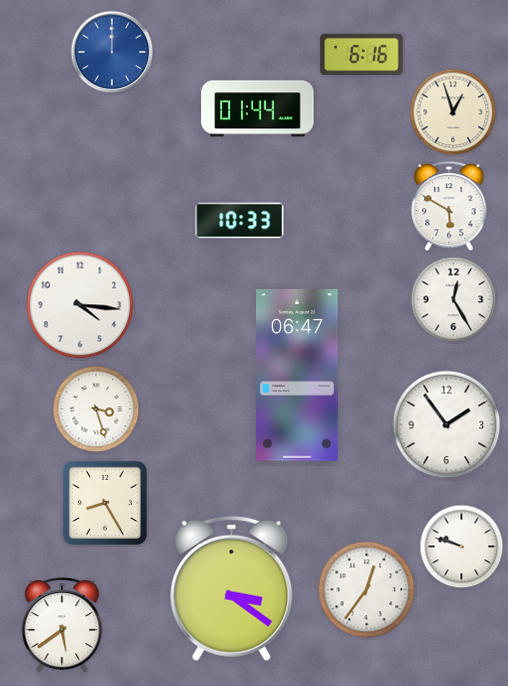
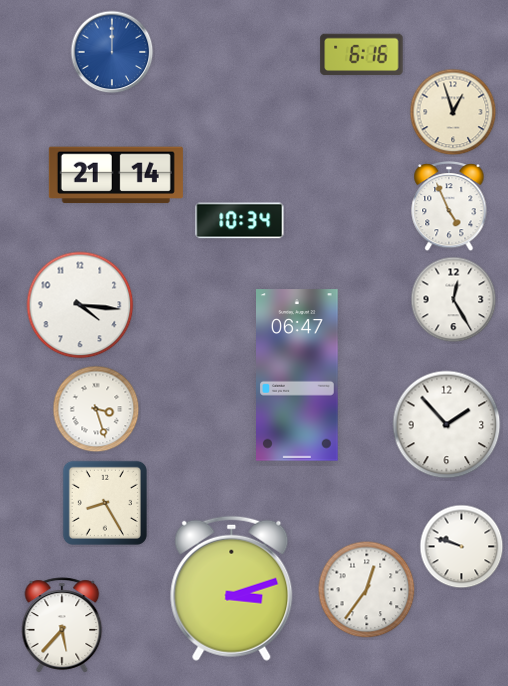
clock at (258, 109): 01:44 -> none
clock at (116, 175): none -> 21:14
clock at (449, 207): 5:50 -> 4:56
clock at (240, 221): 10:33 -> 10:34
clock at (447, 425): 1:54 -> 1:53
clock at (232, 588): 3:21 -> 3:12
clock at (62, 625): 5:39 -> 5:37
